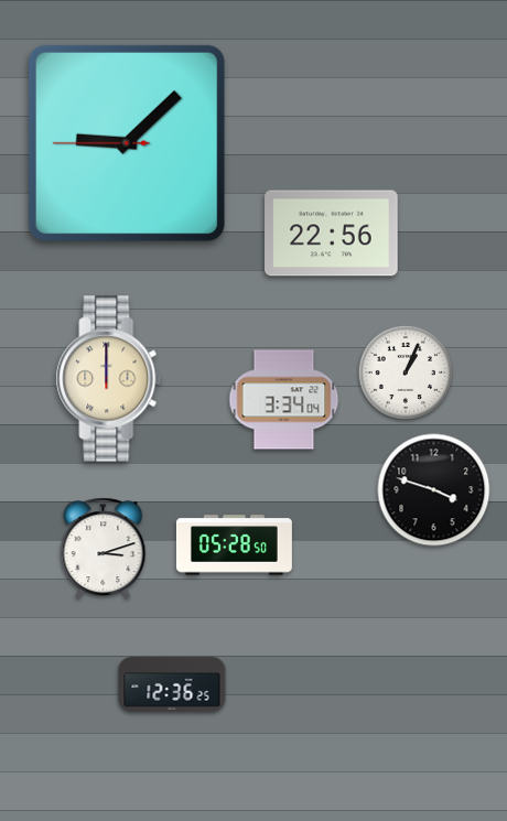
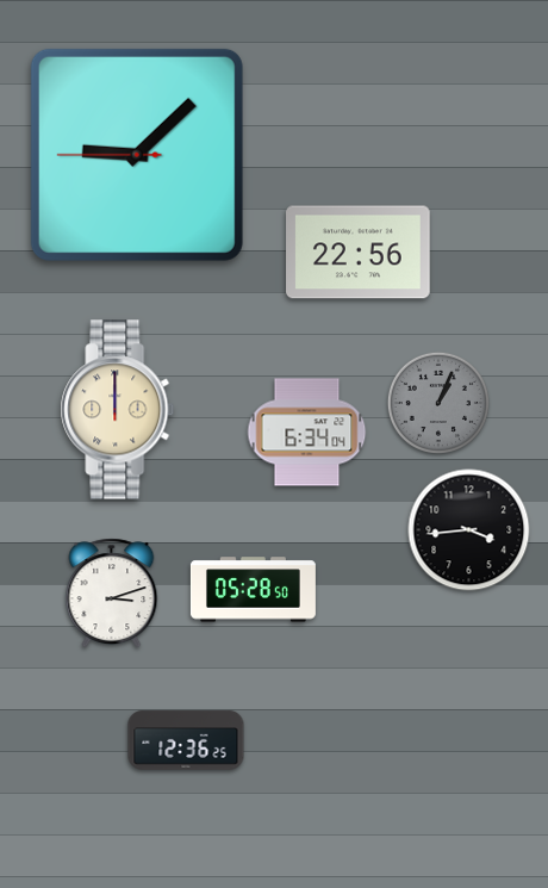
clock at (406, 372) dial: white -> grey
clock at (284, 400): 3:34 -> 6:34
clock at (434, 490): 3:48 -> 3:44
